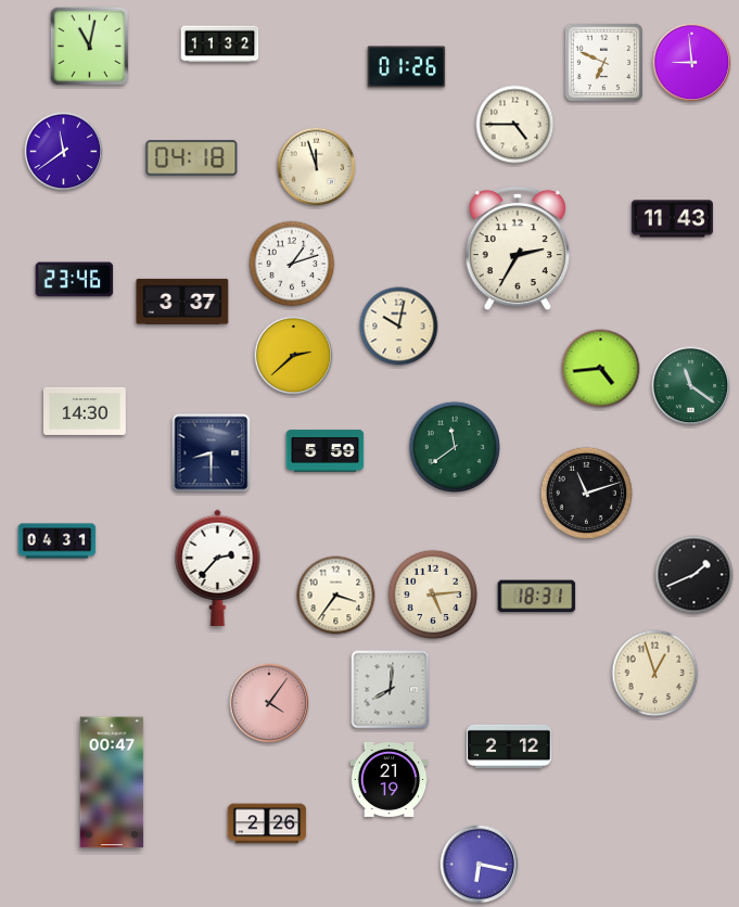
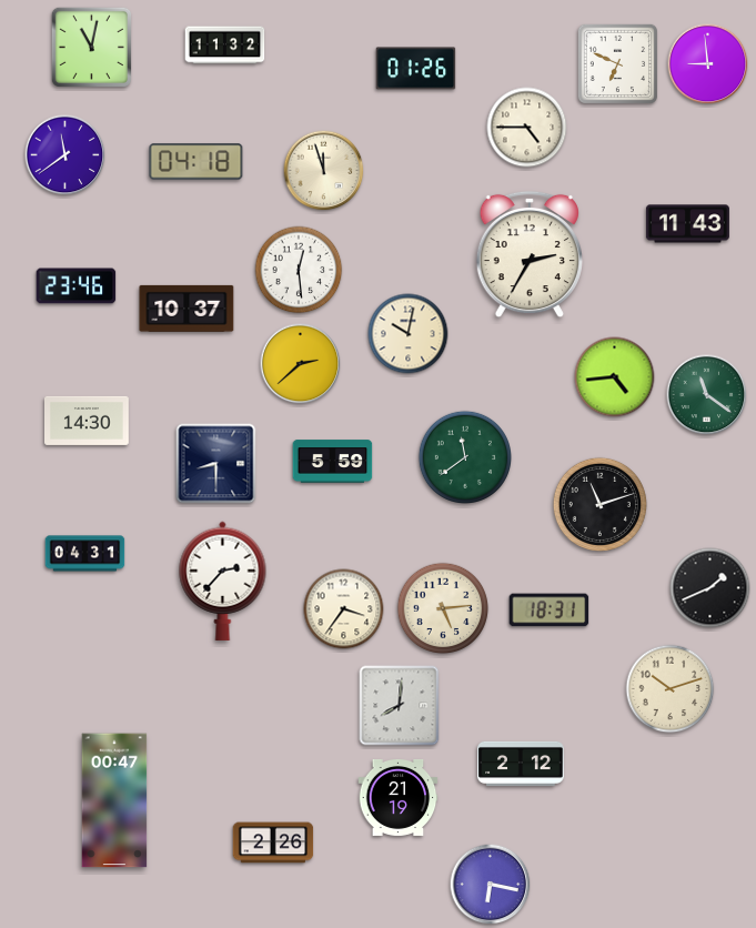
clock at (292, 264): 1:12 -> 12:29
clock at (182, 302): 3:37 -> 10:37
clock at (58, 541) position: (58, 541) -> (85, 554)
clock at (655, 674): 12:57 -> 10:12
clock at (269, 703): 4:06 -> none
